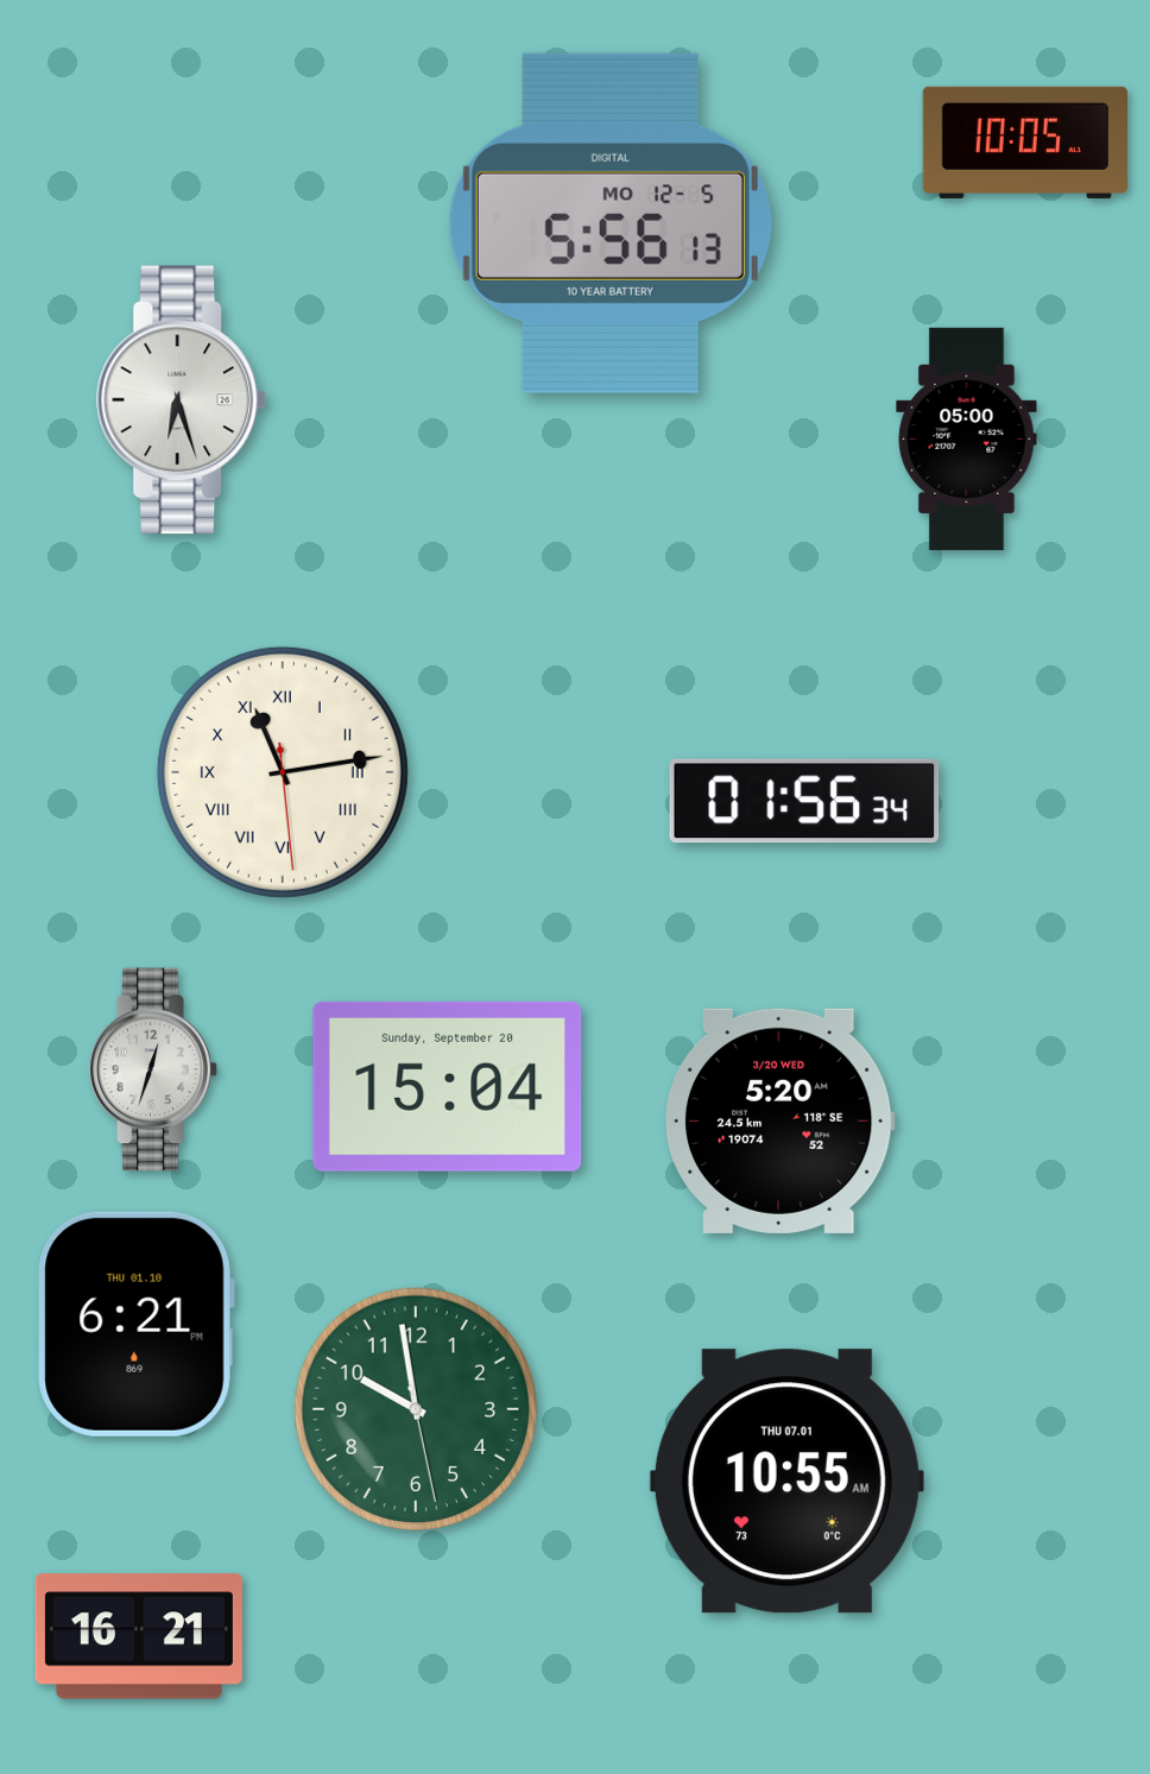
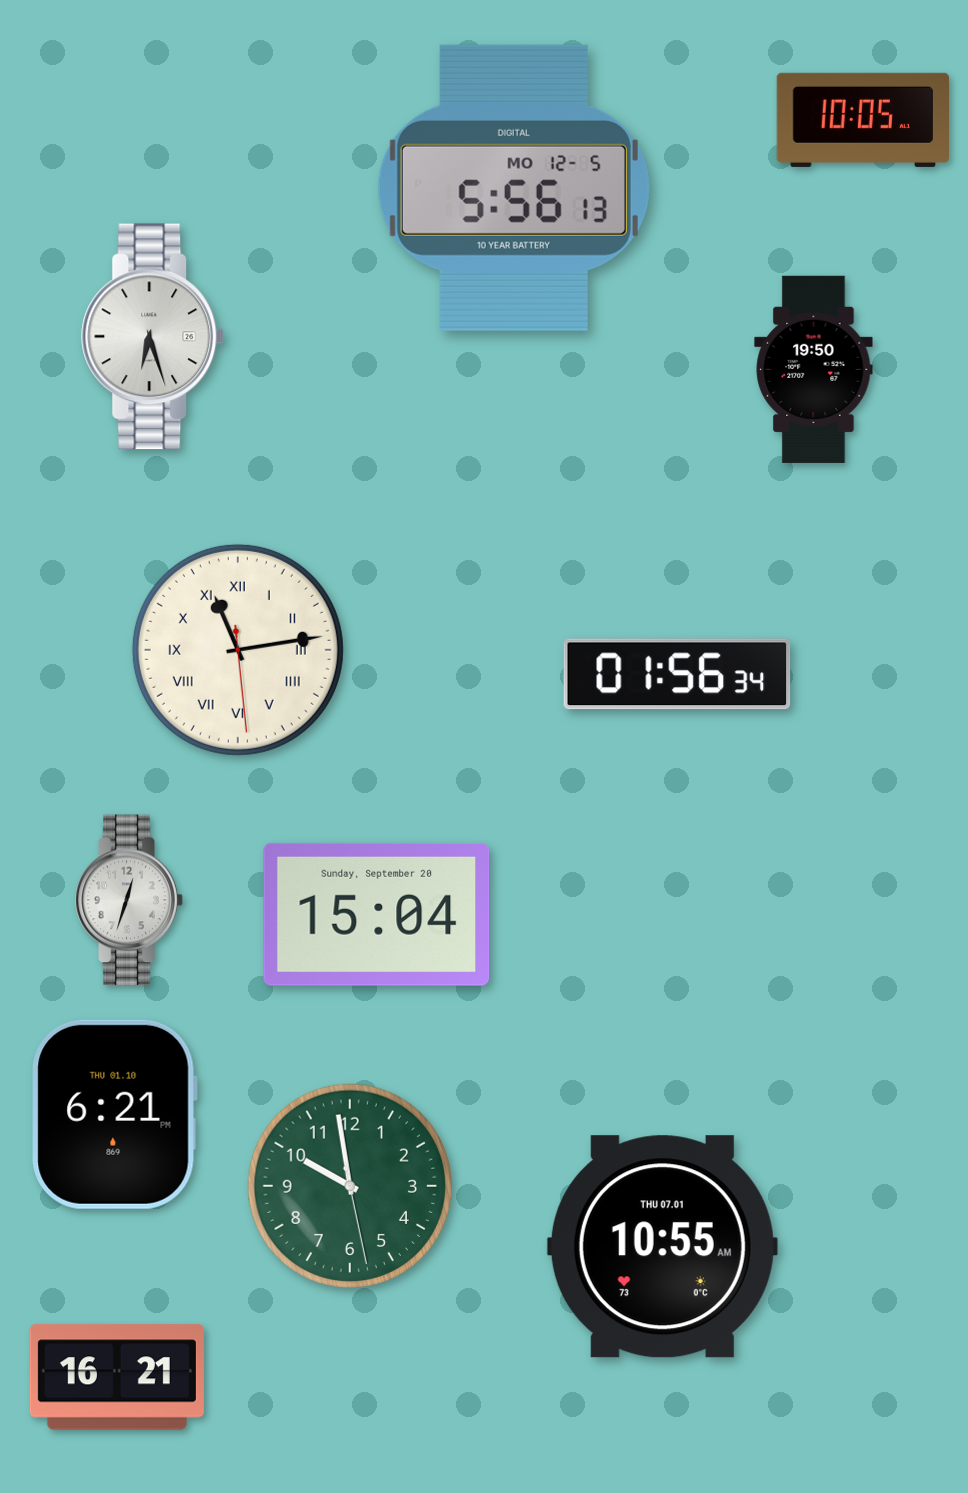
clock at (967, 438): 05:00 -> 19:50
clock at (779, 1120): 5:20 -> none
